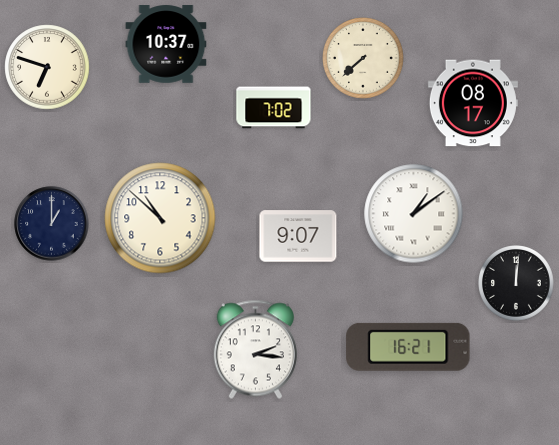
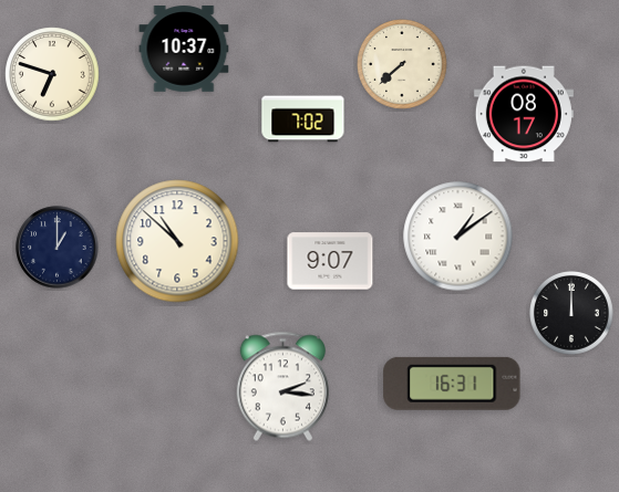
clock at (517, 284): 12:01 -> 12:00
clock at (408, 347): 16:21 -> 16:31
